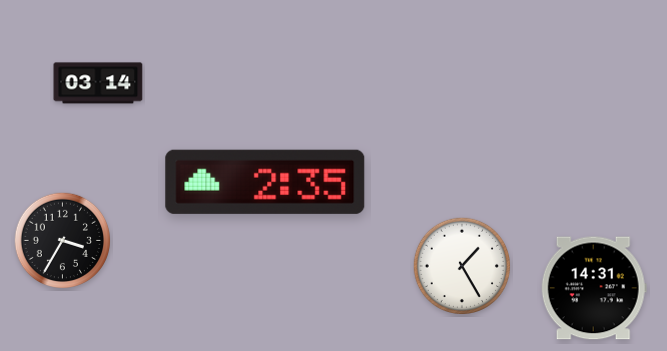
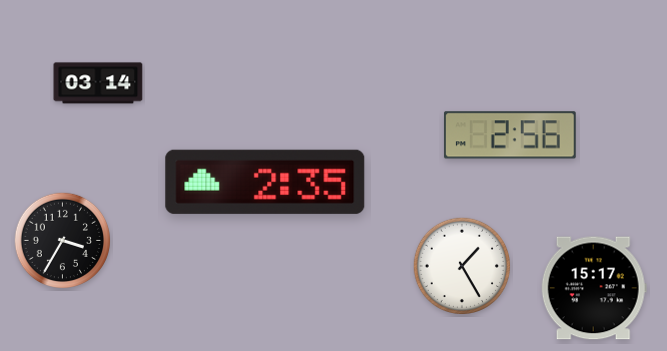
clock at (510, 135): none -> 2:56
clock at (594, 288): 14:31 -> 15:17
